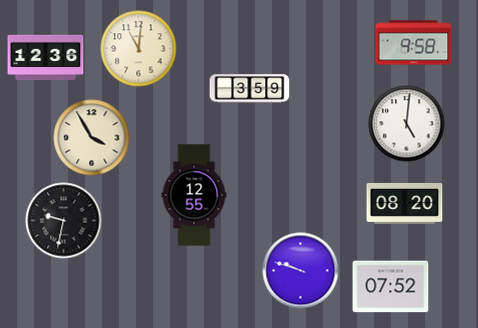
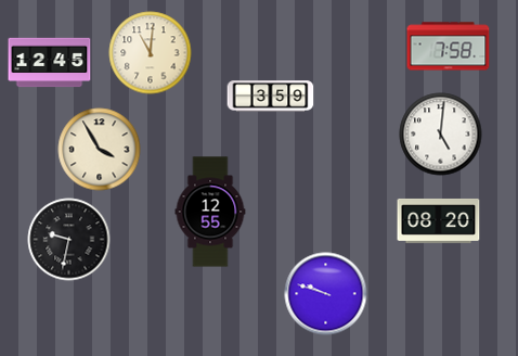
clock at (414, 43): 9:58 -> 7:58
clock at (46, 58): 12:36 -> 12:45
clock at (391, 287): 07:52 -> none
